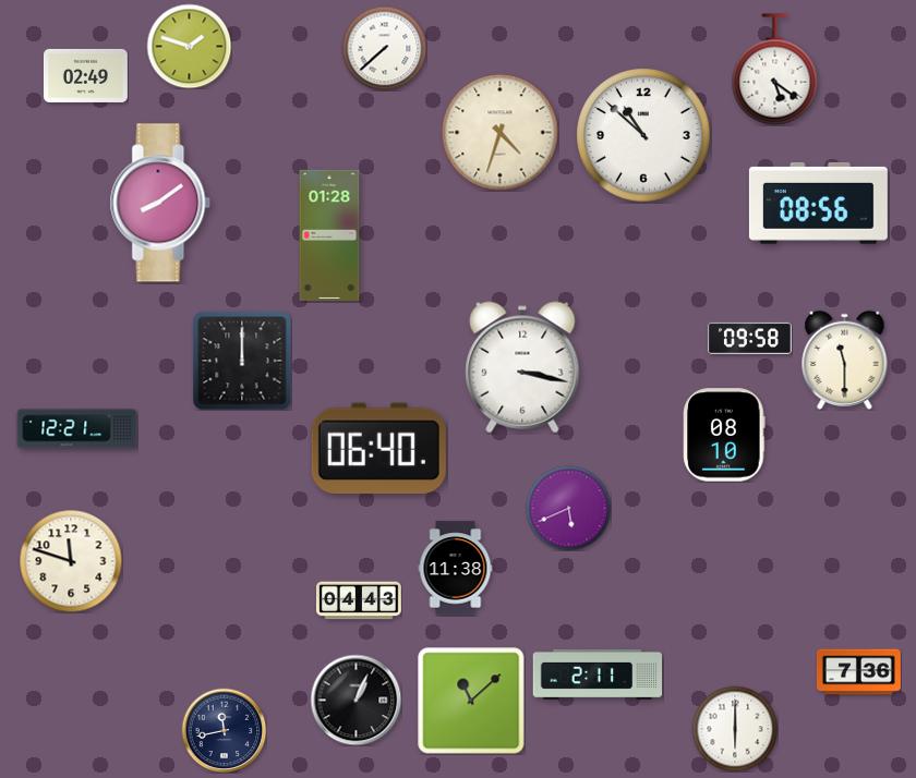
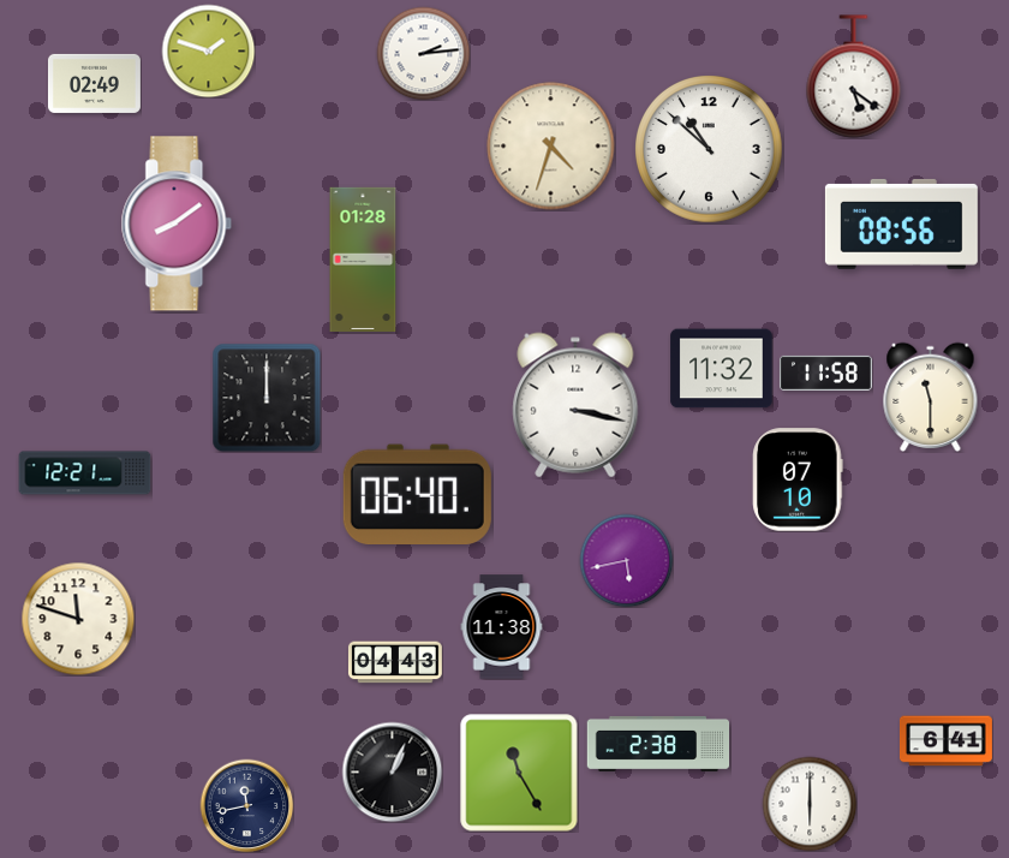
clock at (384, 48): 7:38 -> 2:14
clock at (722, 369): none -> 11:32
clock at (749, 338): 09:58 -> 11:58
clock at (724, 435): 08:10 -> 07:10
clock at (568, 508): 5:41 -> 5:43
clock at (858, 672): 7:36 -> 6:41
clock at (598, 674): 2:11 -> 2:38
clock at (471, 701): 11:08 -> 11:25
